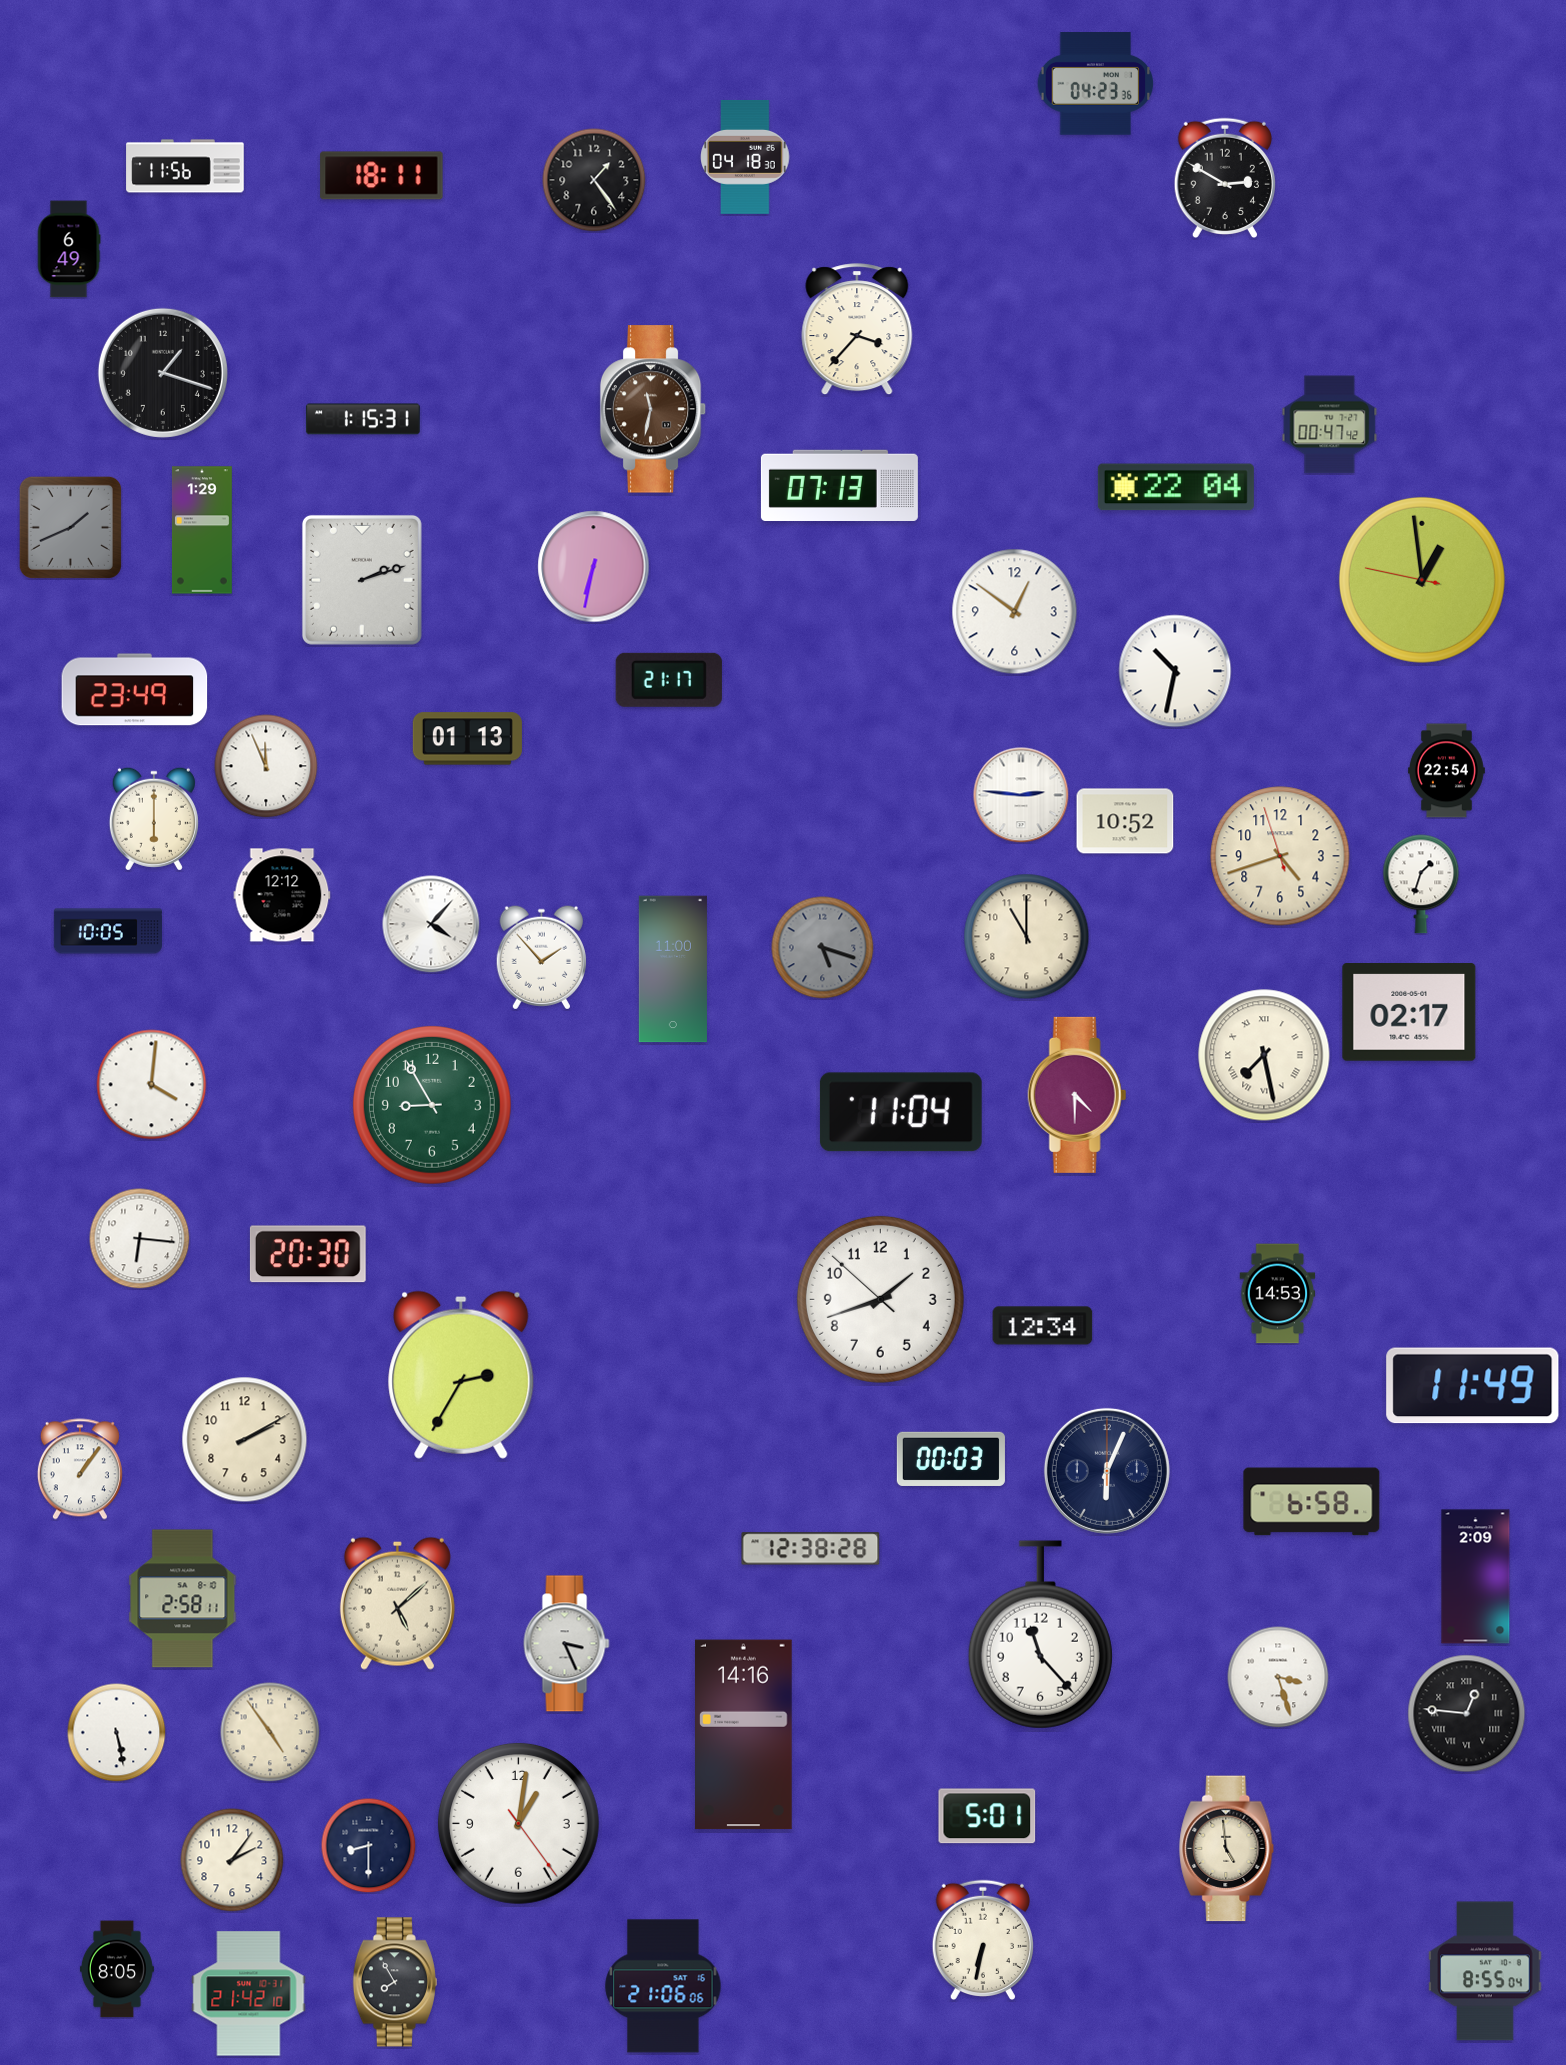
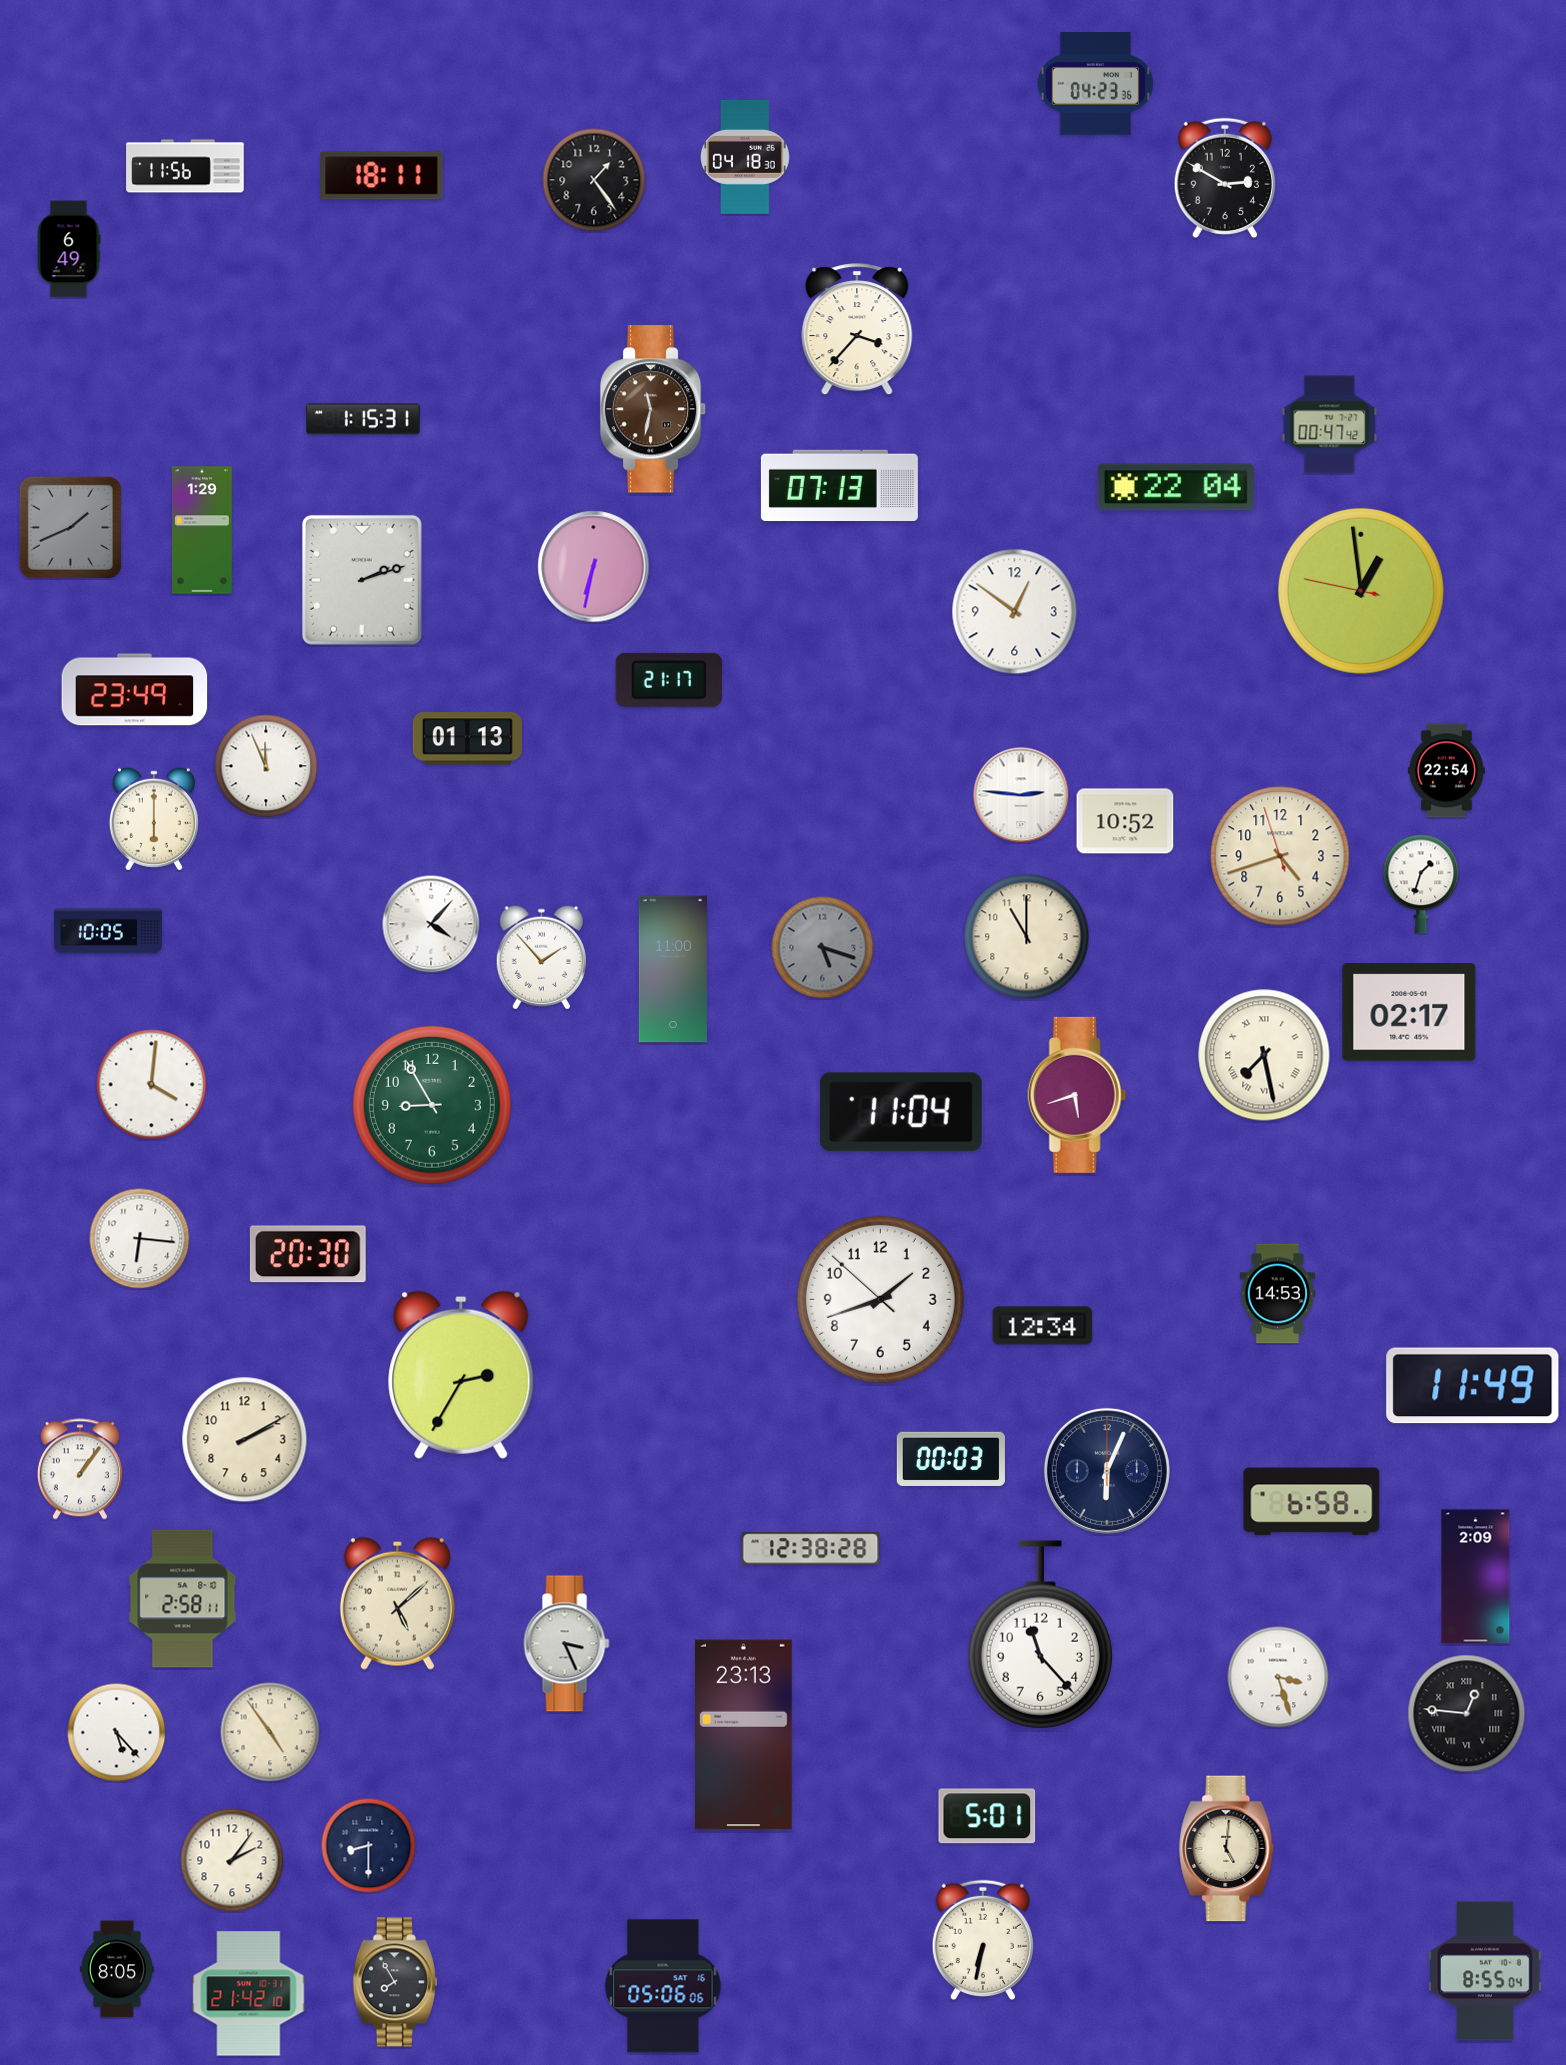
clock at (163, 373): 1:18 -> none
clock at (1422, 580) position: (1422, 580) -> (1361, 591)
clock at (1175, 671): 10:32 -> none
clock at (282, 895): 12:12 -> none
clock at (1077, 1095): 4:30 -> 5:42
clock at (117, 1733): 5:28 -> 5:23
clock at (744, 1735): 14:16 -> 23:13
clock at (518, 1823): 1:01 -> none
clock at (1227, 1849): 4:59 -> 5:01
clock at (663, 1986): 21:06 -> 05:06
